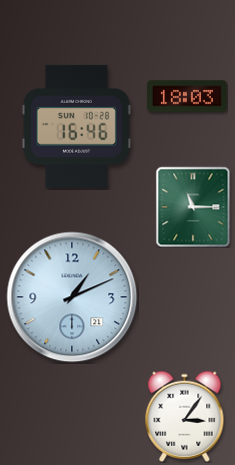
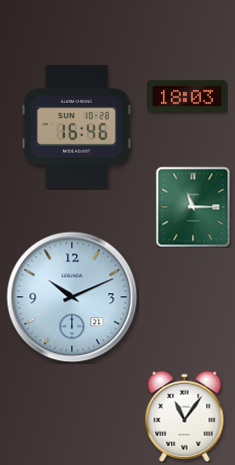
clock at (72, 297): 1:11 -> 10:11
clock at (185, 416): 3:06 -> 11:06
